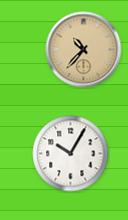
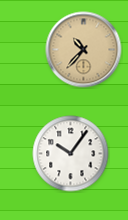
clock at (71, 154): 10:05 -> 10:06
